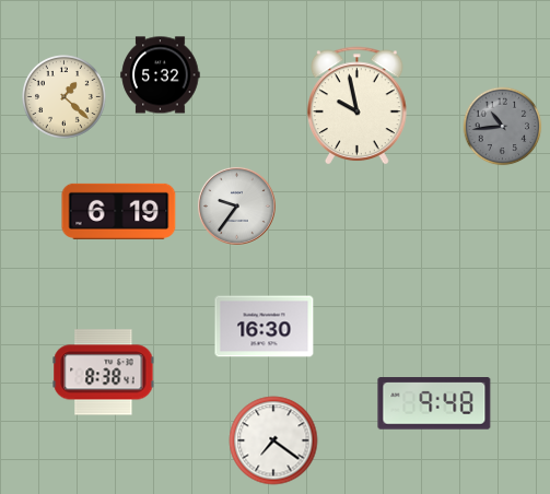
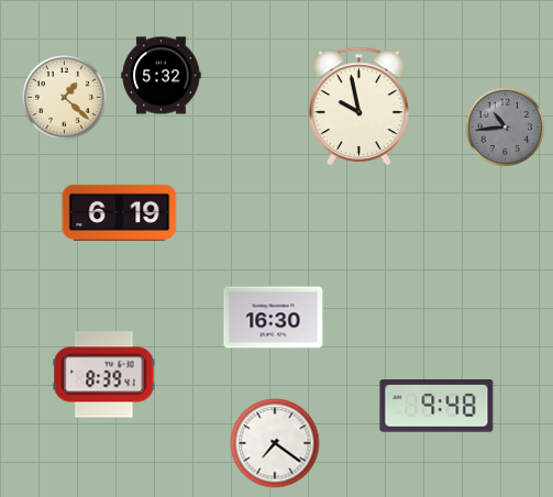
clock at (236, 205): 9:36 -> none
clock at (265, 327) position: (265, 327) -> (274, 318)
clock at (104, 373): 8:38 -> 8:39
